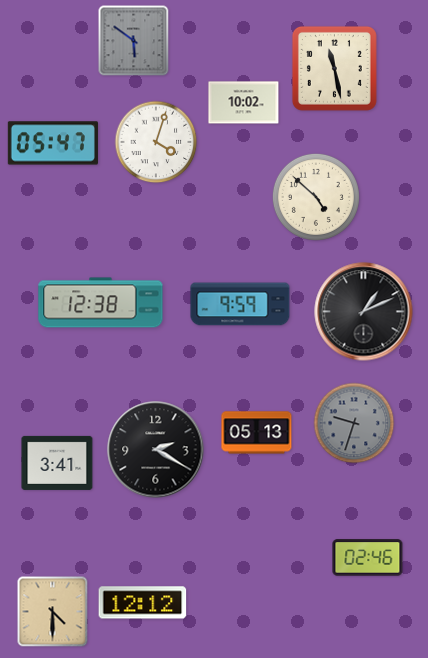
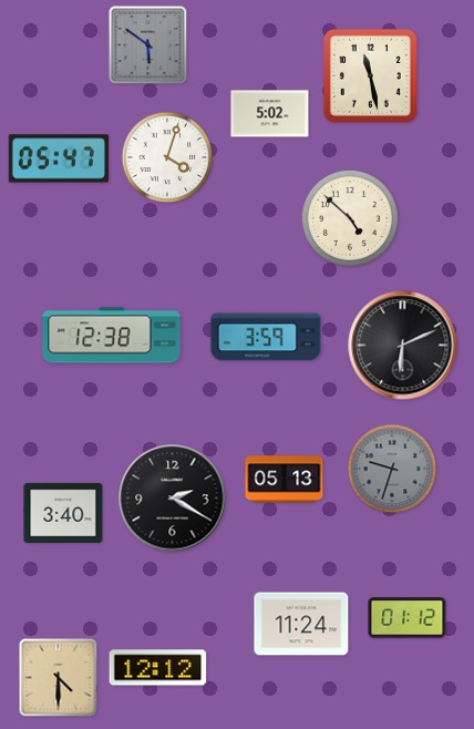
clock at (244, 103): 10:02 -> 5:02
clock at (156, 142) position: (156, 142) -> (167, 157)
clock at (240, 304): 9:59 -> 3:59
clock at (364, 312): 1:11 -> 6:11
clock at (57, 463): 3:41 -> 3:40
clock at (368, 558): 02:46 -> 01:12
clock at (301, 624): none -> 11:24
